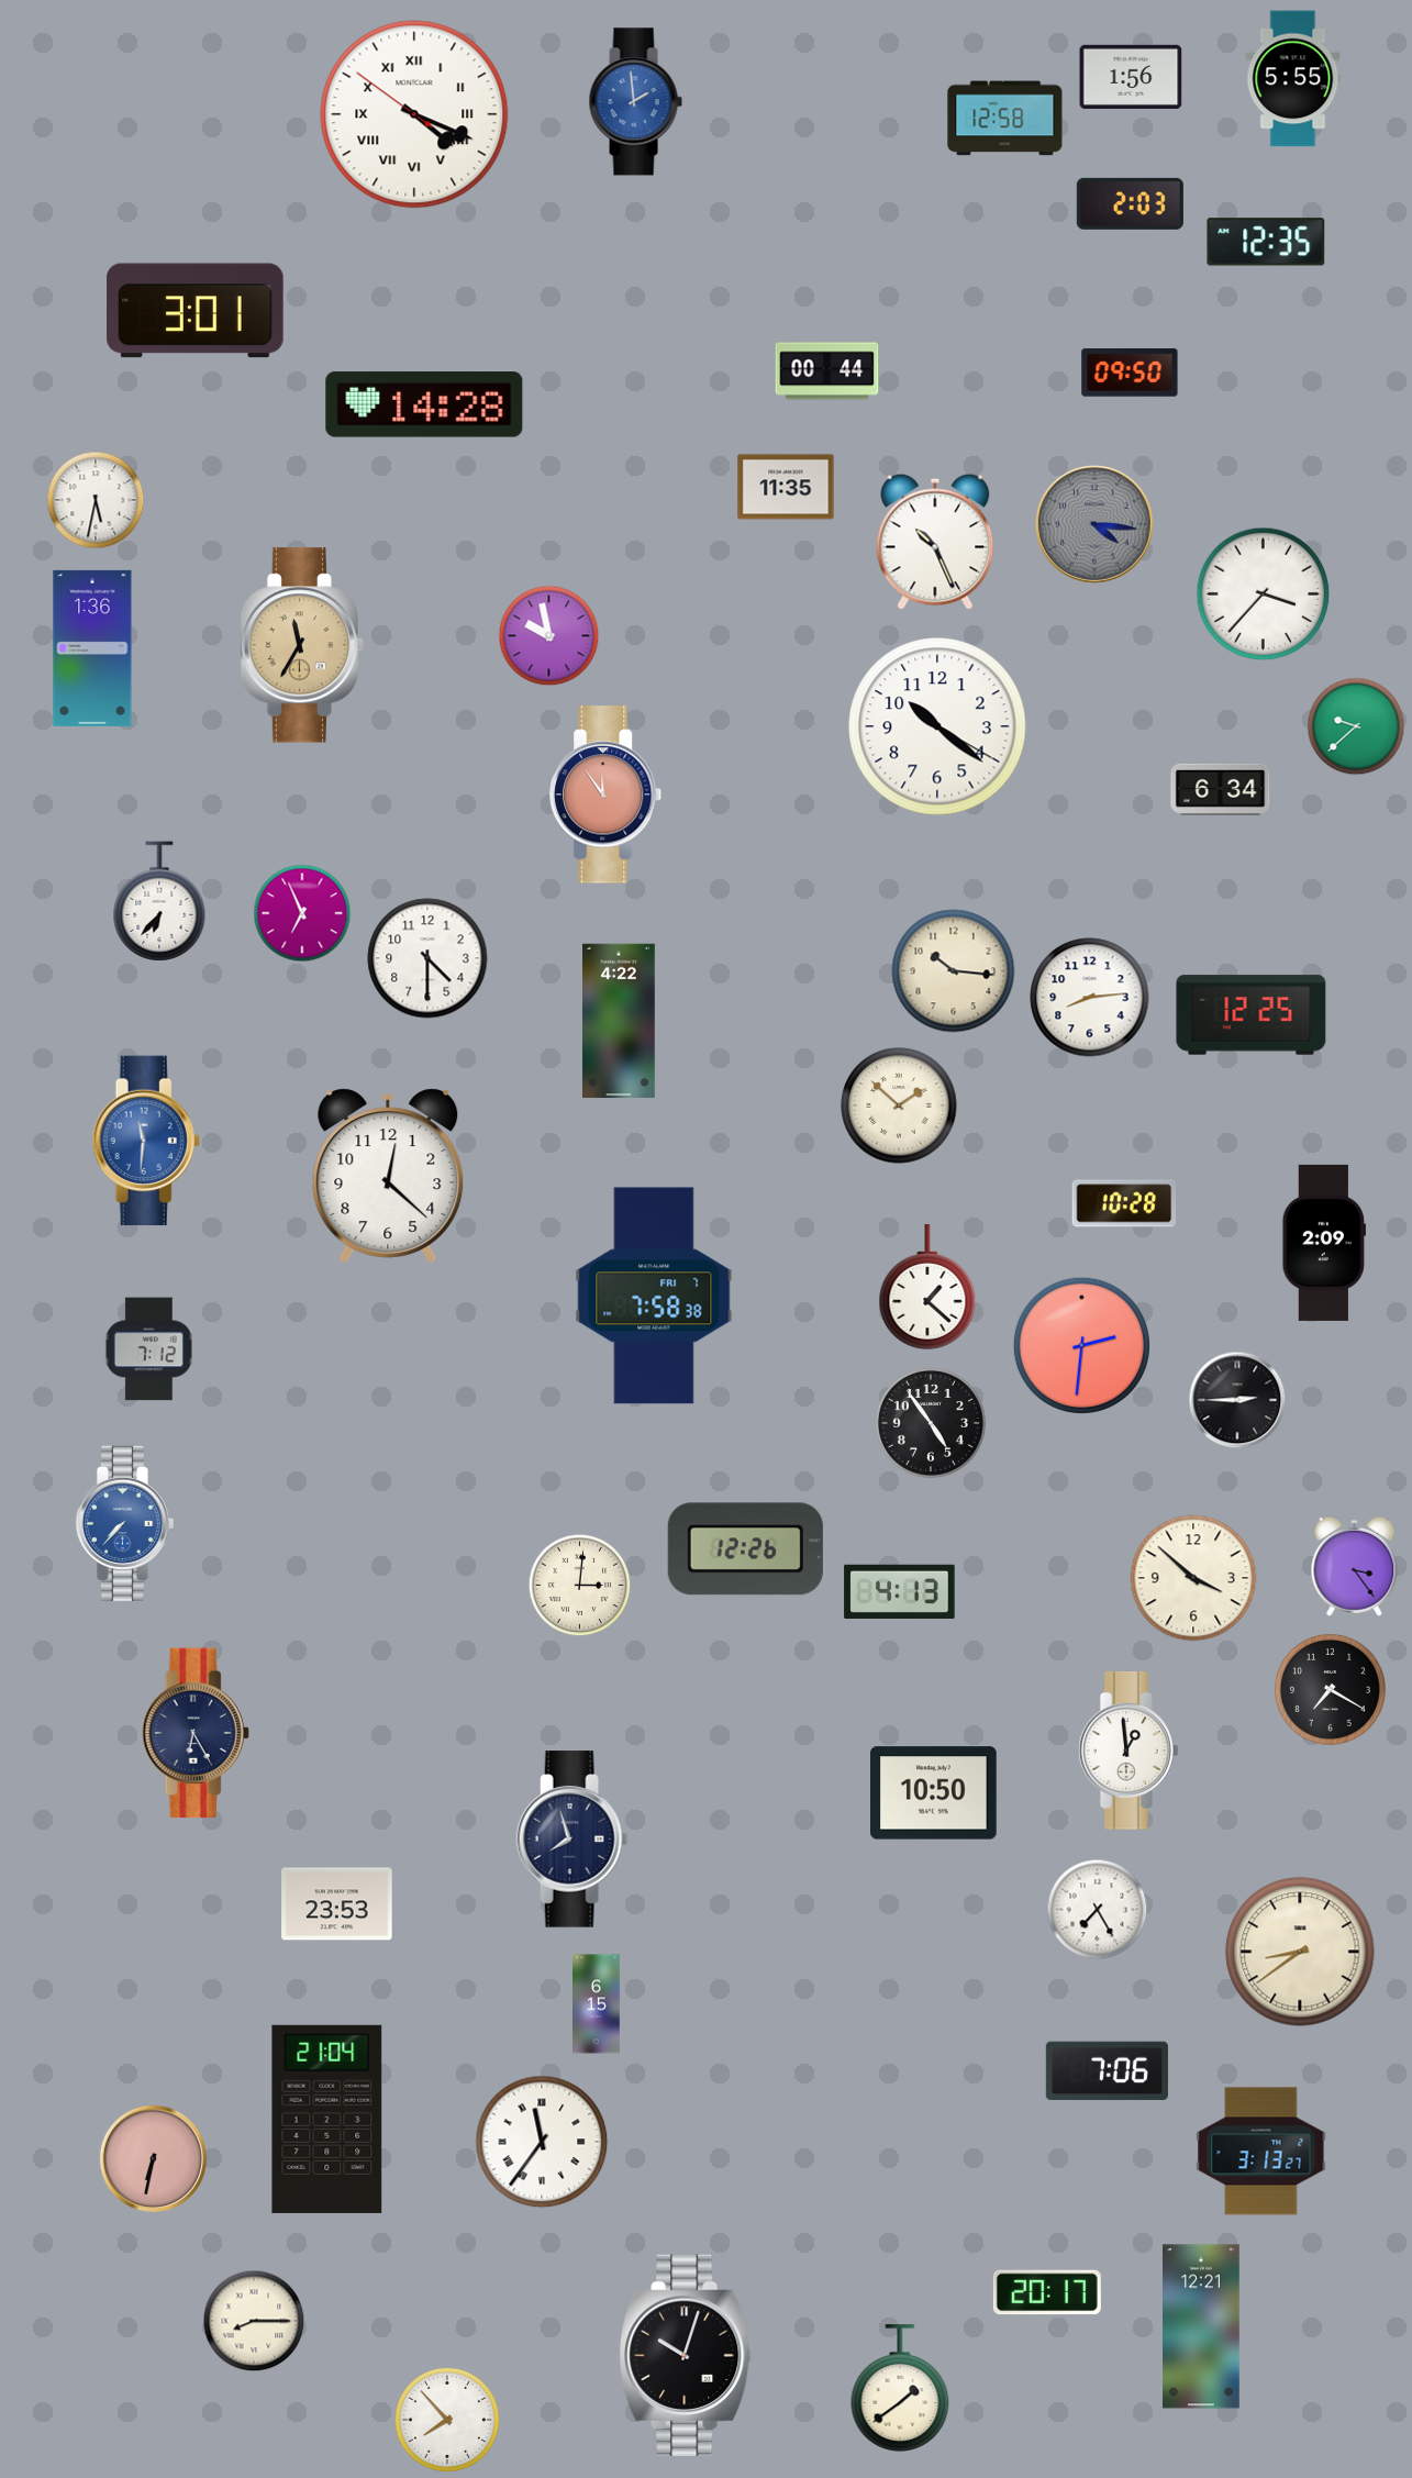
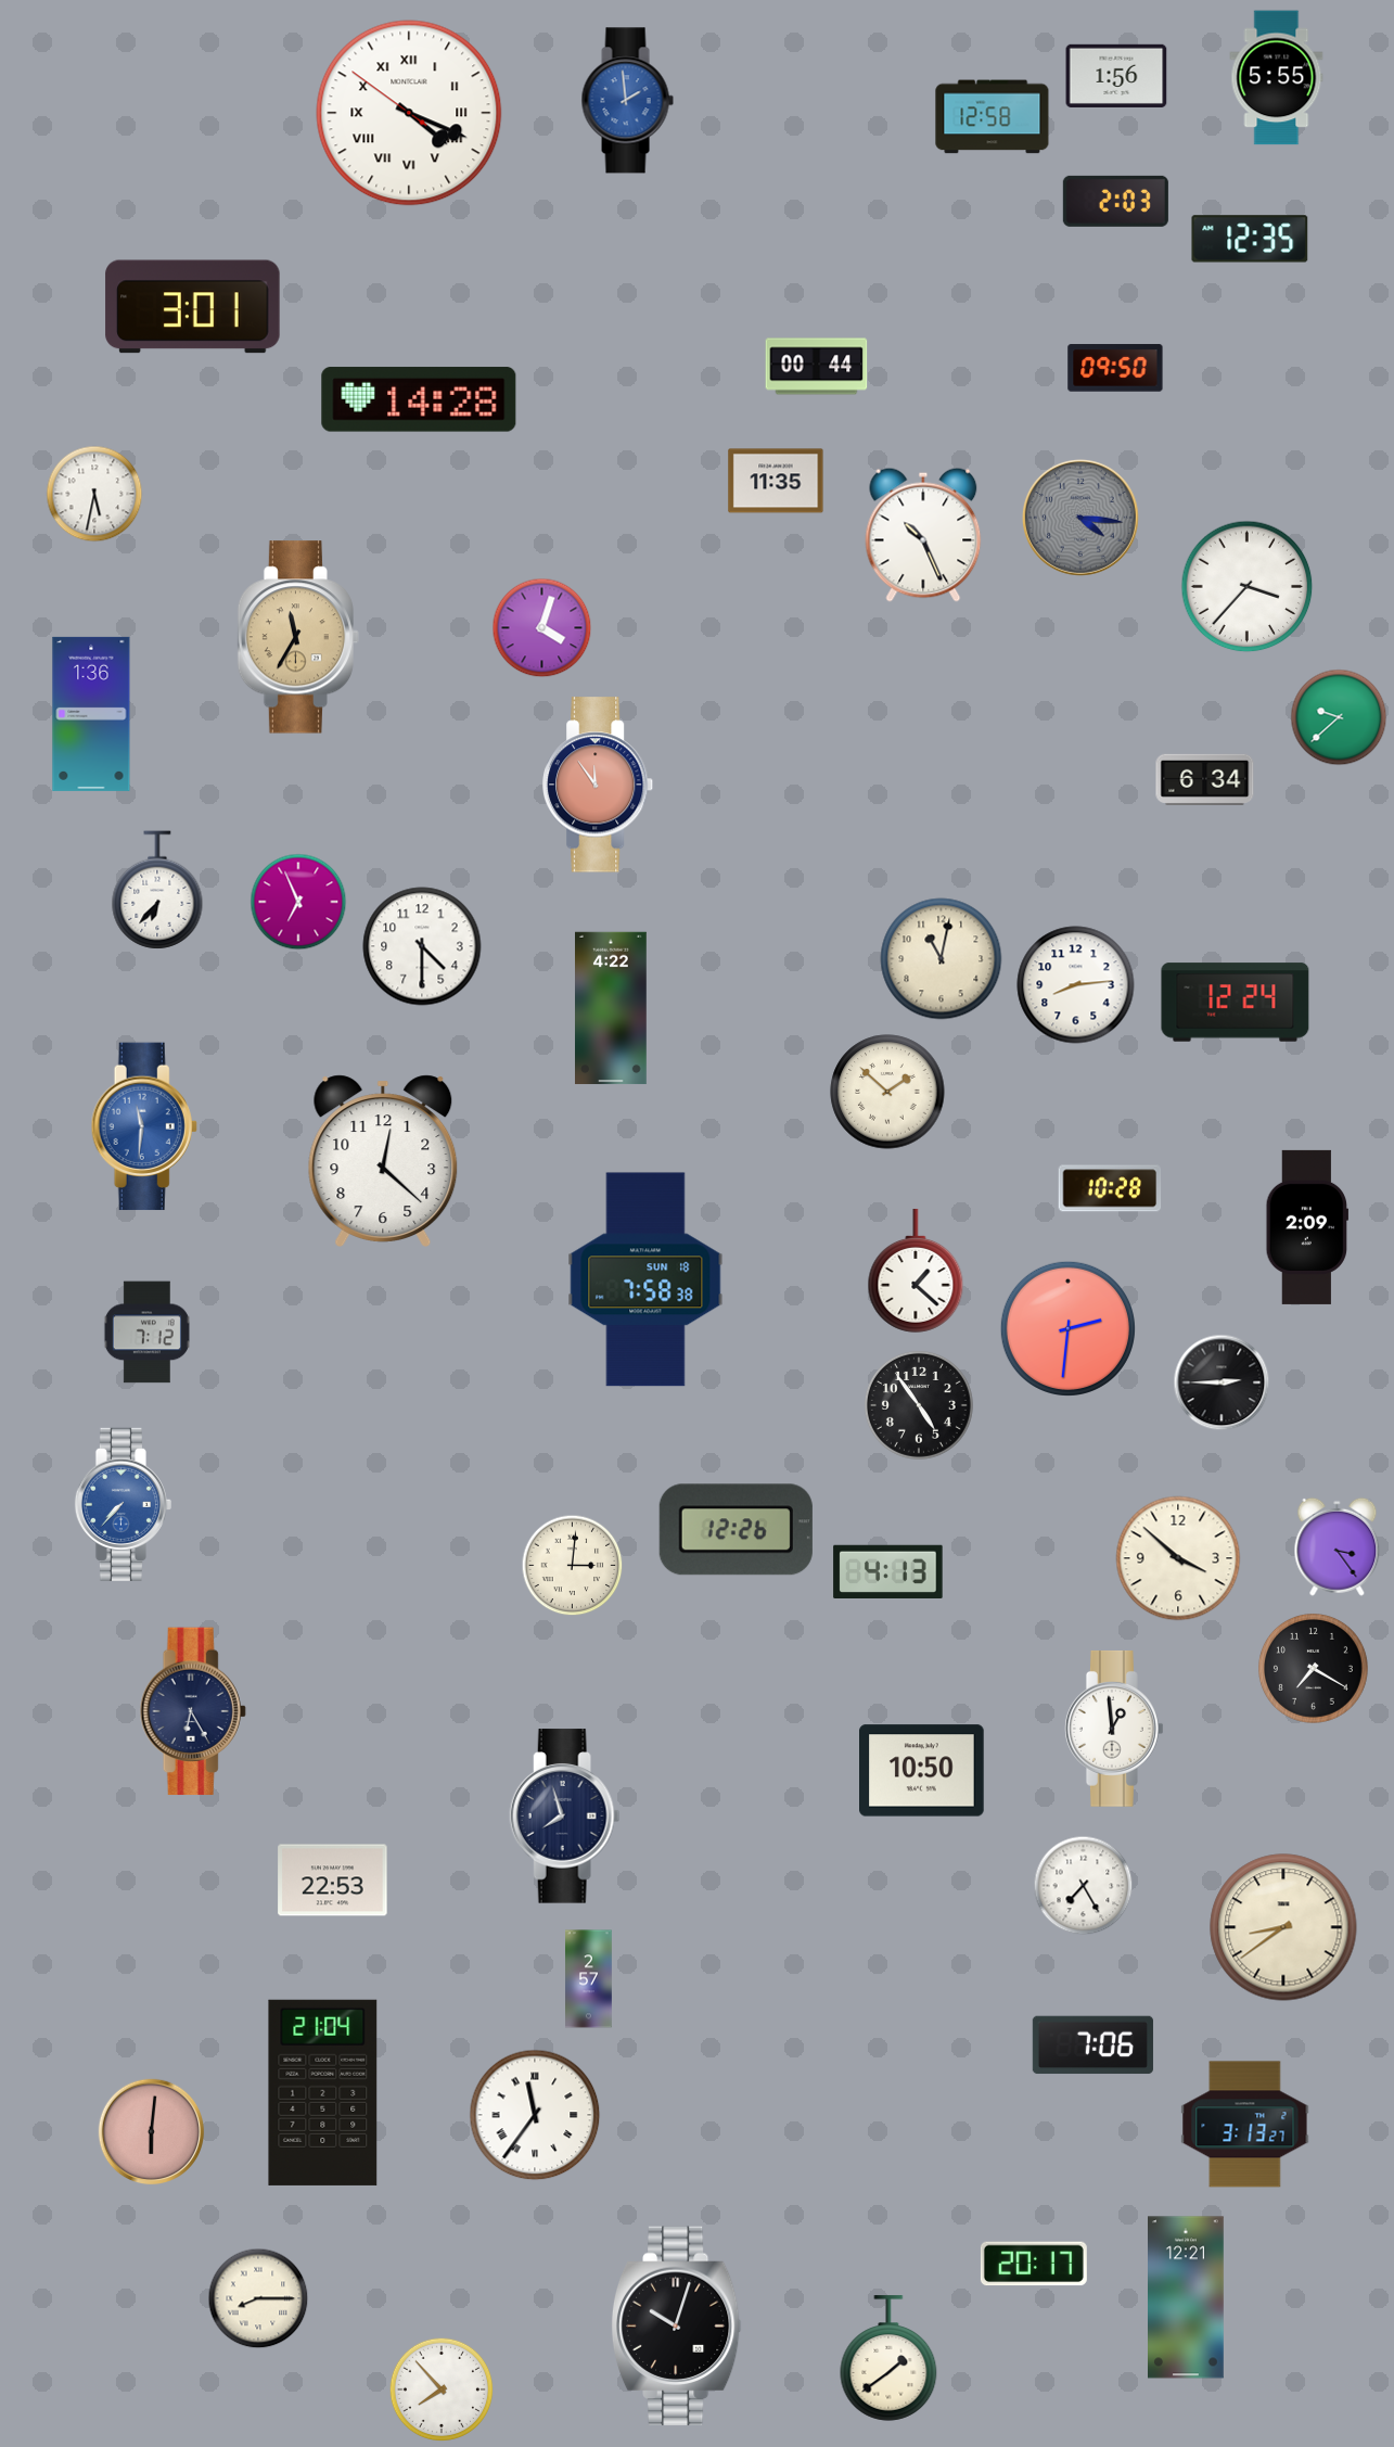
clock at (549, 636): 9:58 -> 4:03
clock at (92, 648) position: (92, 648) -> (91, 714)
clock at (937, 726): 10:21 -> none
clock at (954, 971): 10:16 -> 11:02
clock at (1252, 1015): 12:25 -> 12:24
clock at (654, 1296) date: FRI 7 -> SUN 18
clock at (337, 1904): 23:53 -> 22:53
clock at (597, 2004): 6:15 -> 2:57
clock at (154, 2159): 6:32 -> 6:01
clock at (254, 2321) position: (254, 2321) -> (258, 2298)
